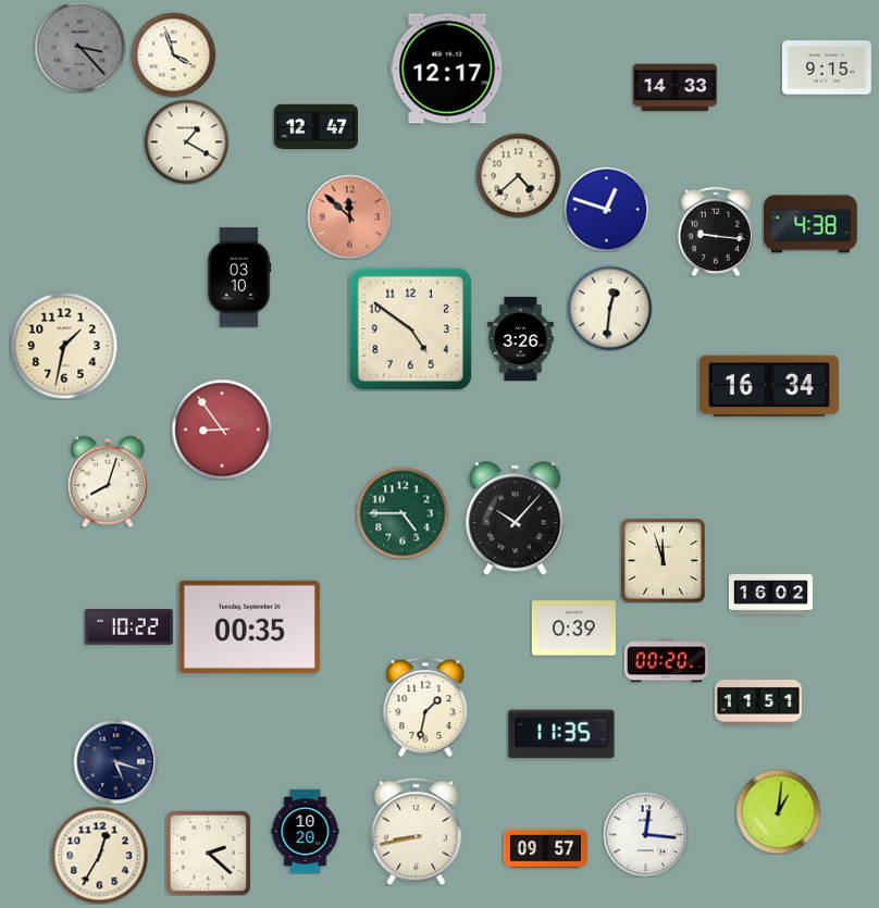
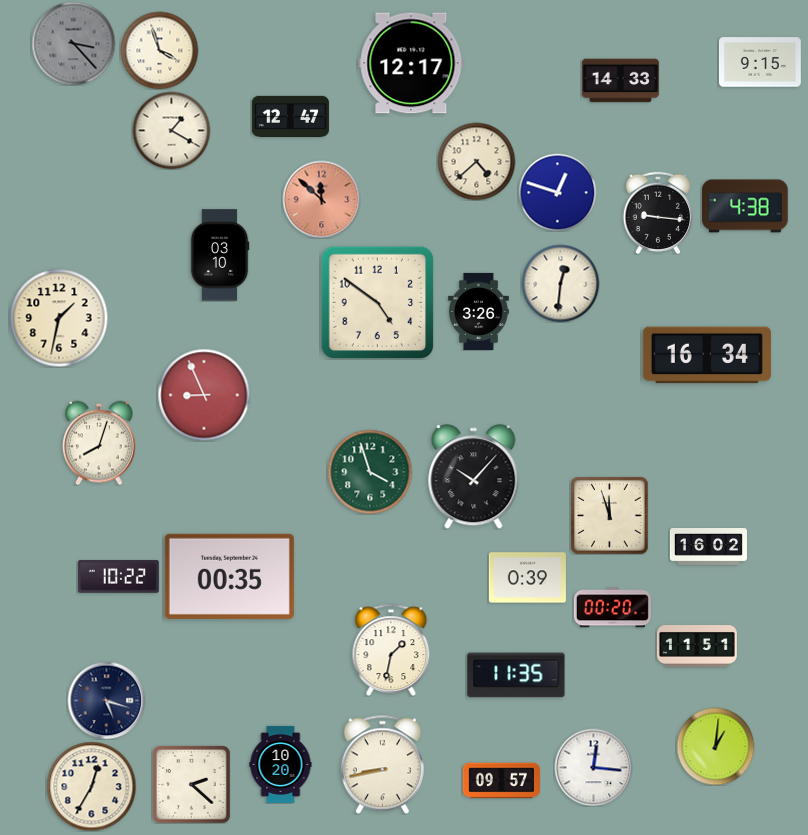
clock at (222, 430): 8:54 -> 8:56
clock at (403, 513): 4:45 -> 3:57
